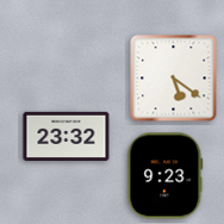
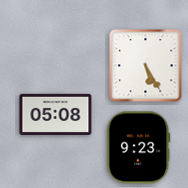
clock at (174, 79): 5:21 -> 5:25
clock at (67, 136): 23:32 -> 05:08
